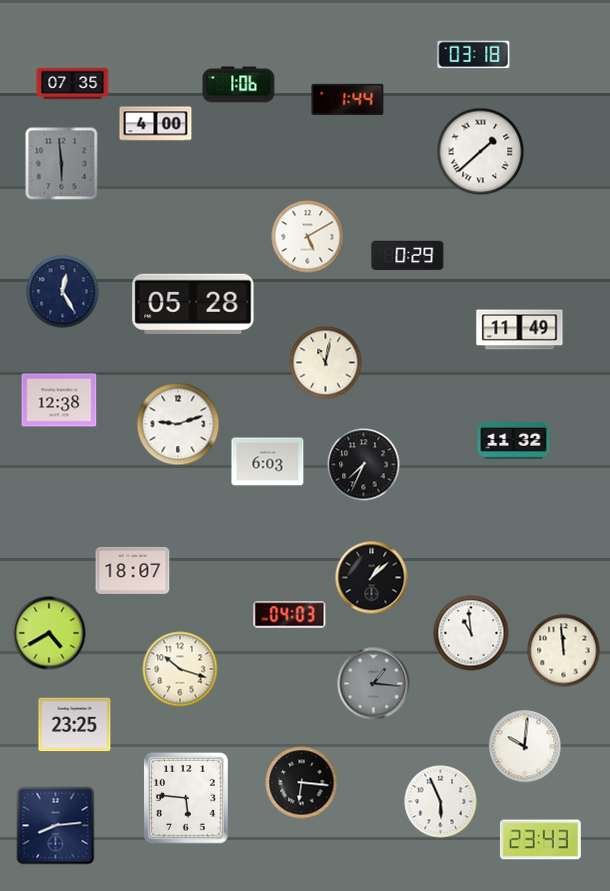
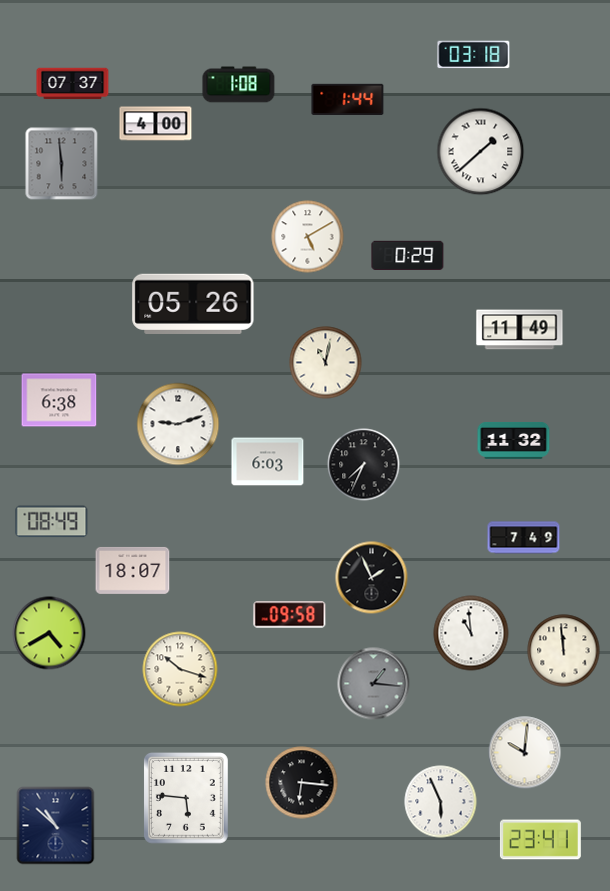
clock at (73, 84): 07:35 -> 07:37
clock at (239, 85): 1:06 -> 1:08
clock at (63, 292): 12:25 -> none
clock at (193, 304): 05:28 -> 05:26
clock at (59, 400): 12:38 -> 6:38
clock at (52, 522): none -> 08:49
clock at (524, 538): none -> 7:49
clock at (372, 578): 1:08 -> 1:56
clock at (290, 615): 04:03 -> 09:58
clock at (75, 725): 23:25 -> none
clock at (525, 747) position: (525, 747) -> (525, 753)
clock at (56, 826): 8:14 -> 10:52
clock at (540, 840): 23:43 -> 23:41
